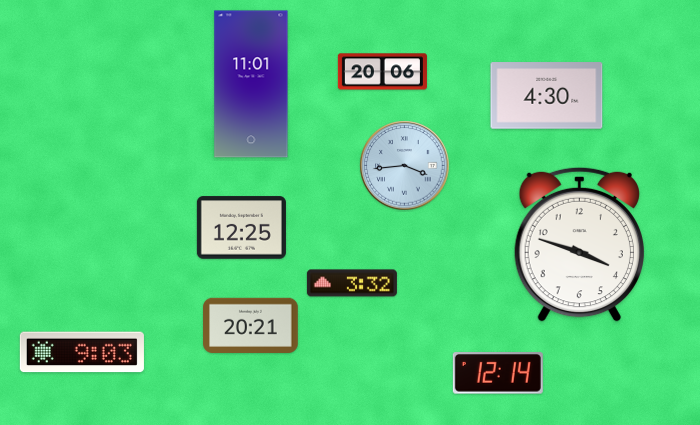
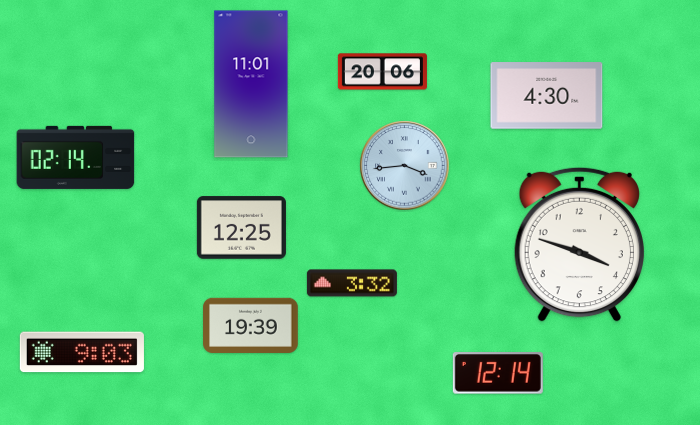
clock at (76, 157): none -> 02:14
clock at (251, 325): 20:21 -> 19:39
